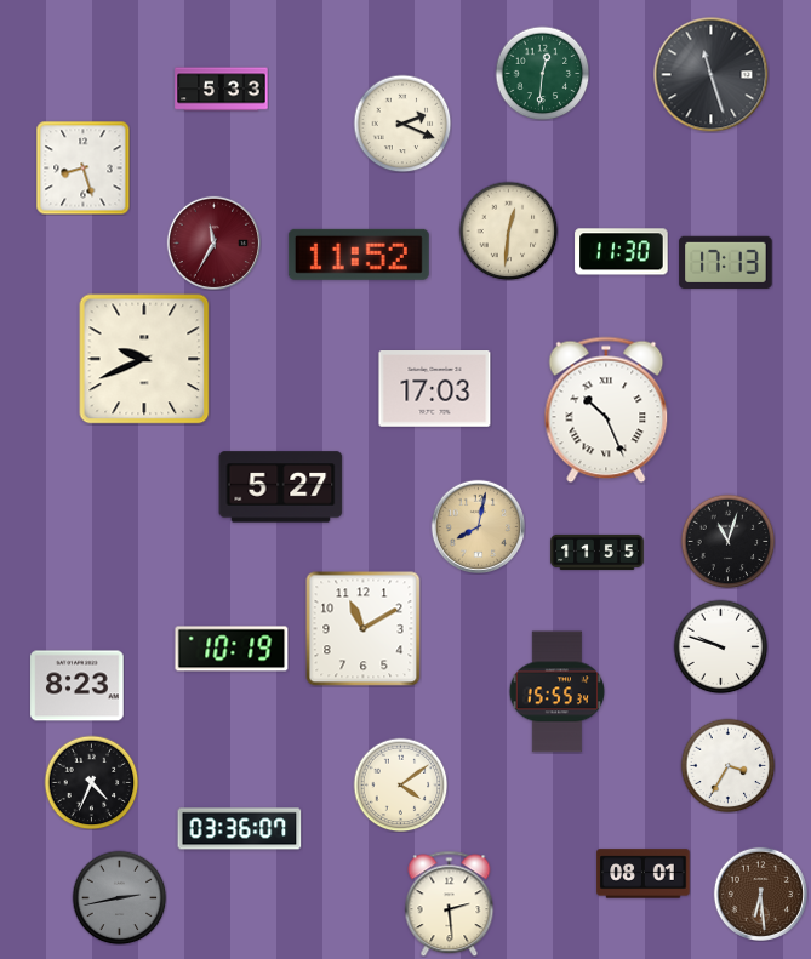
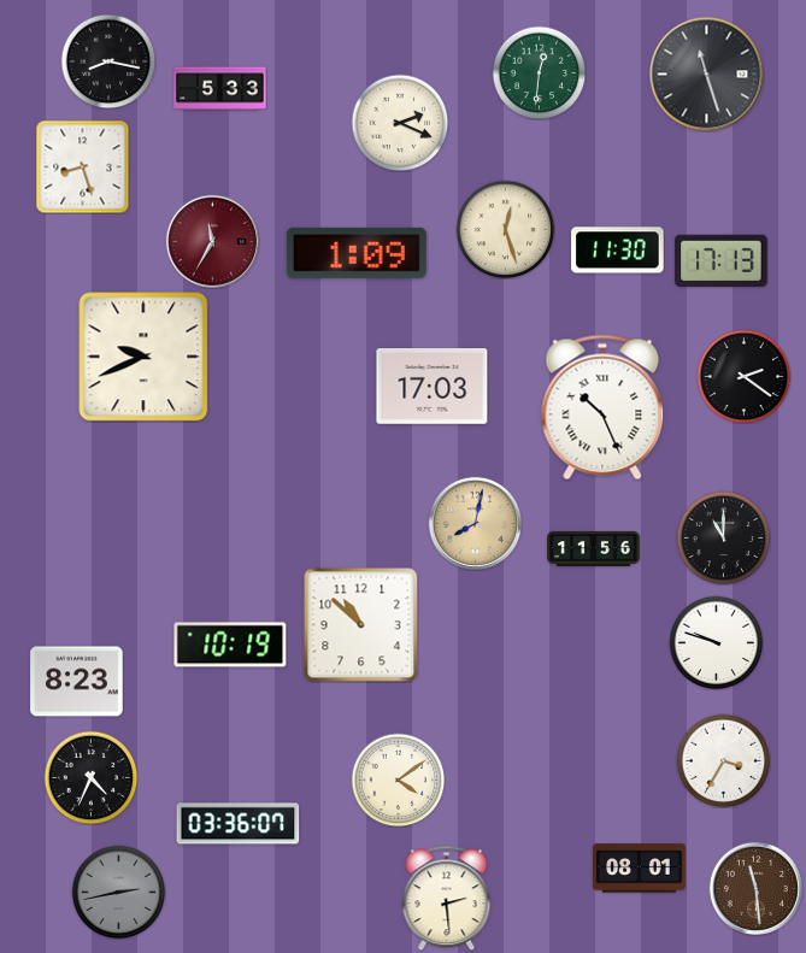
clock at (108, 61): none -> 8:17
clock at (508, 230): 12:31 -> 12:27
clock at (359, 255): 11:52 -> 1:09
clock at (743, 376): none -> 2:21
clock at (281, 487): 5:27 -> none
clock at (727, 541): 11:03 -> 11:00
clock at (598, 552): 11:55 -> 11:56
clock at (362, 628): 11:10 -> 10:52
clock at (556, 692): 15:55 -> none
clock at (760, 894): 6:29 -> 11:29
